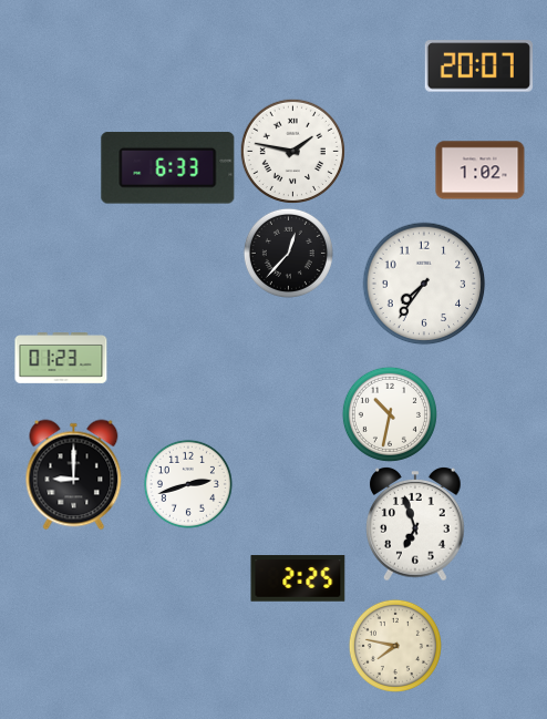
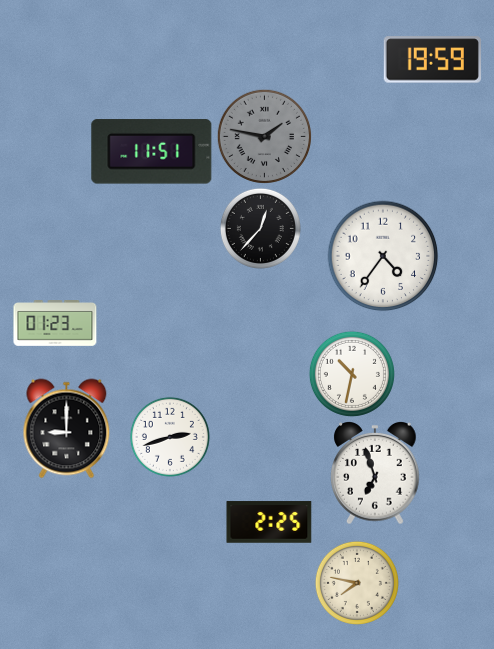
clock at (478, 66): 20:07 -> 19:59
clock at (292, 151) dial: white -> grey
clock at (168, 168): 6:33 -> 11:51
clock at (481, 171): 1:02 -> none
clock at (424, 284): 7:36 -> 4:36
